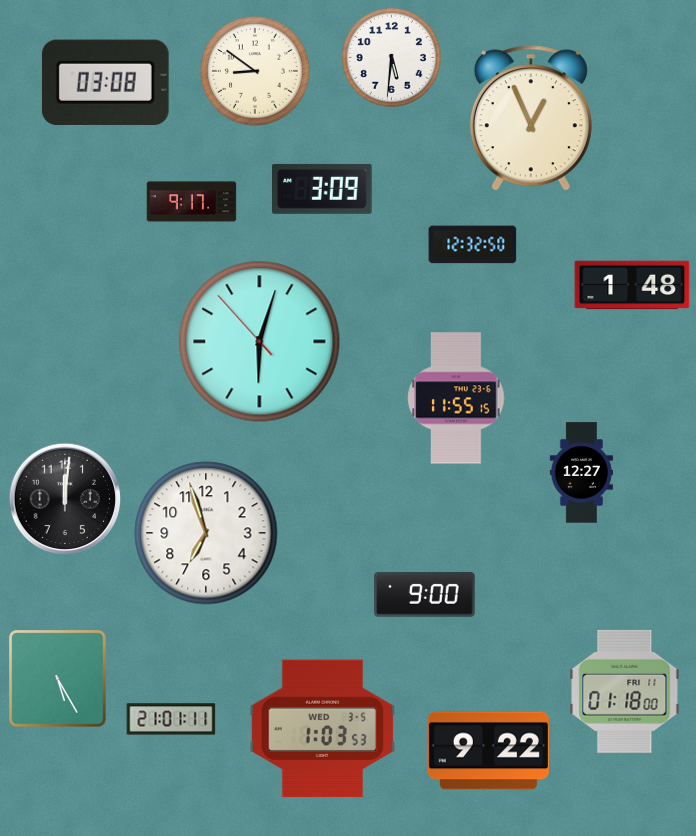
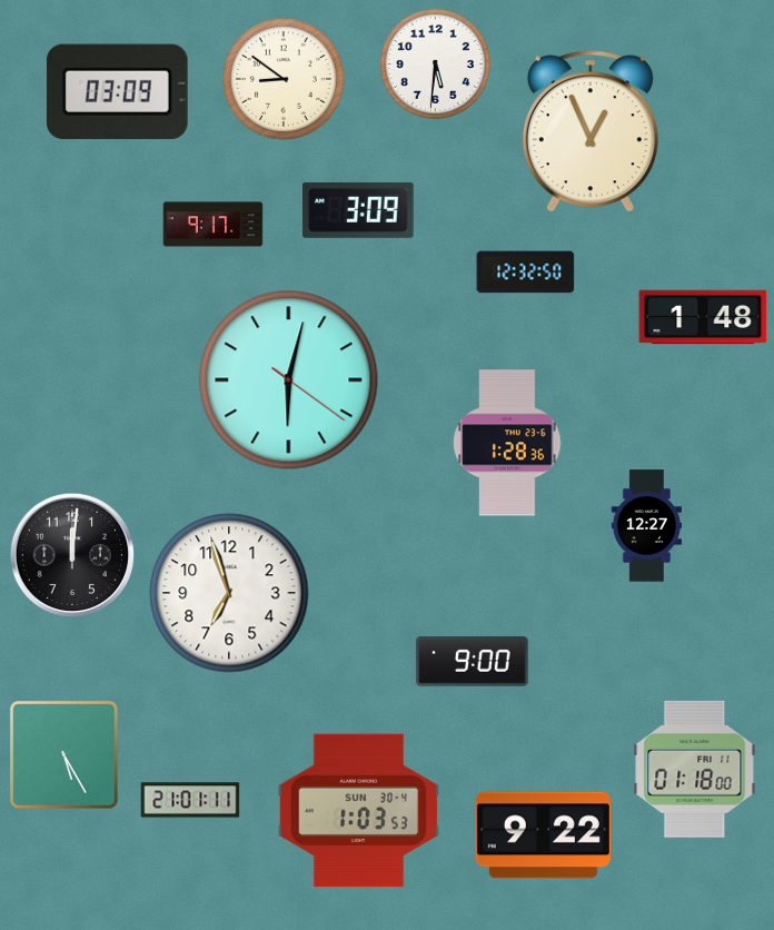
clock at (105, 82): 03:08 -> 03:09
clock at (260, 342): 6:02:53 -> 6:02:21
clock at (456, 398): 11:55 -> 1:28
clock at (323, 729) date: WED 3-5 -> SUN 30-4
